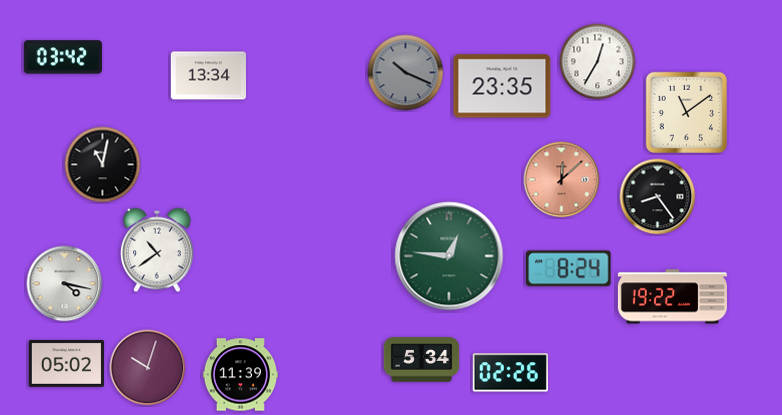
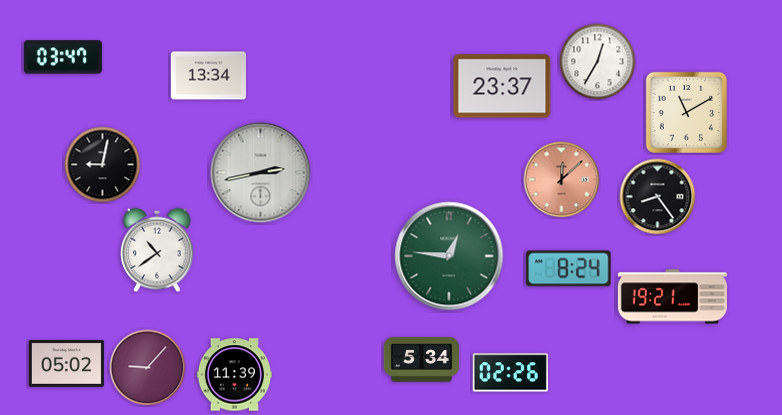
clock at (63, 57): 03:42 -> 03:47
clock at (406, 73): 10:19 -> none
clock at (502, 86): 23:35 -> 23:37
clock at (686, 112): 11:09 -> 11:10
clock at (103, 165): 11:02 -> 9:02
clock at (261, 173): none -> 2:43
clock at (65, 284): 4:17 -> none
clock at (672, 297): 19:22 -> 19:21
clock at (148, 368): 10:03 -> 9:07
clock at (241, 375) position: (241, 375) -> (235, 375)
